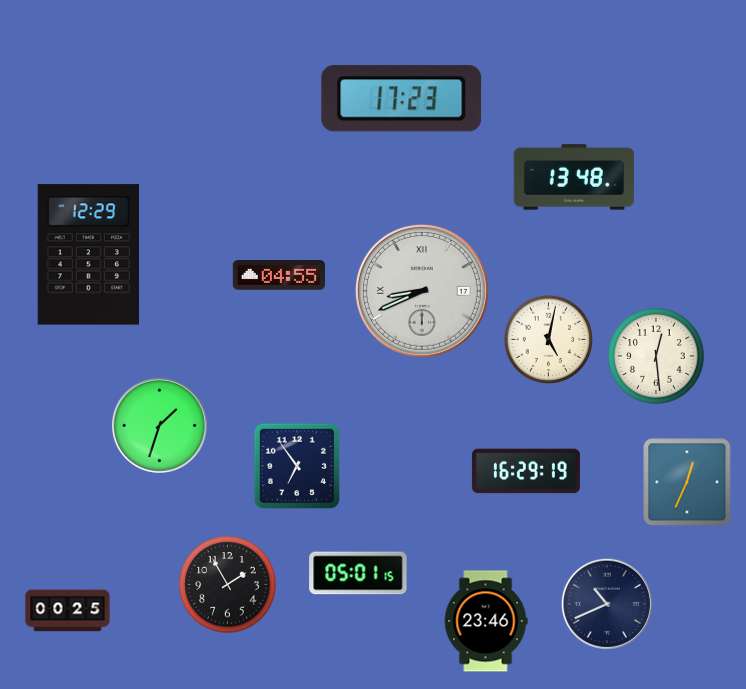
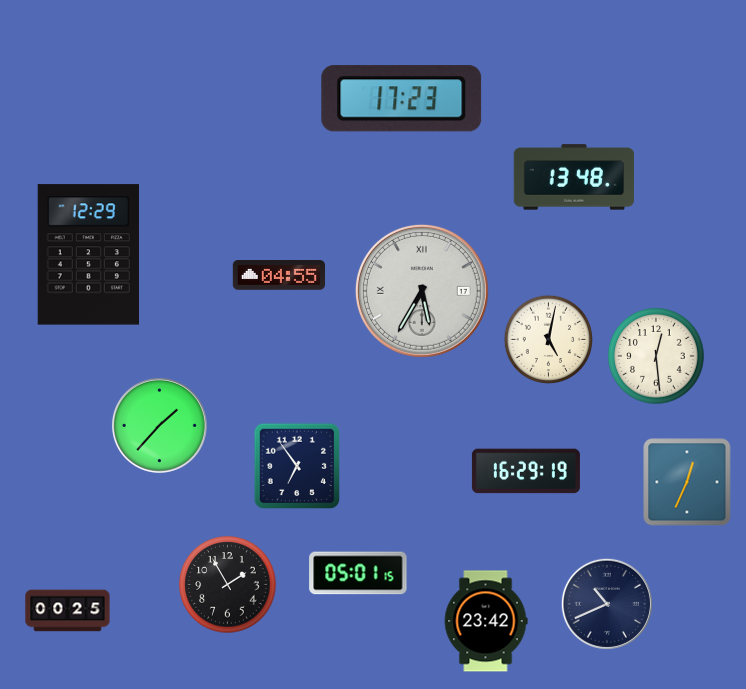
clock at (422, 291): 8:41 -> 5:35
clock at (159, 425): 1:33 -> 1:37
clock at (486, 621): 23:46 -> 23:42
